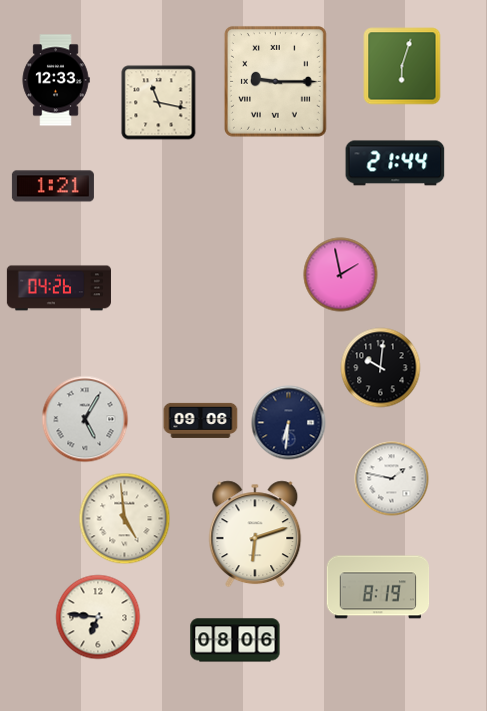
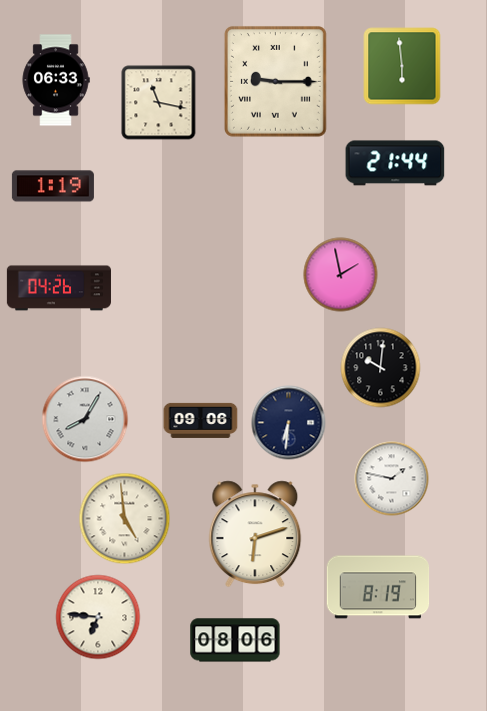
clock at (402, 66): 6:03 -> 5:59
clock at (56, 80): 12:33 -> 06:33
clock at (53, 186): 1:21 -> 1:19
clock at (85, 419): 5:05 -> 8:05
